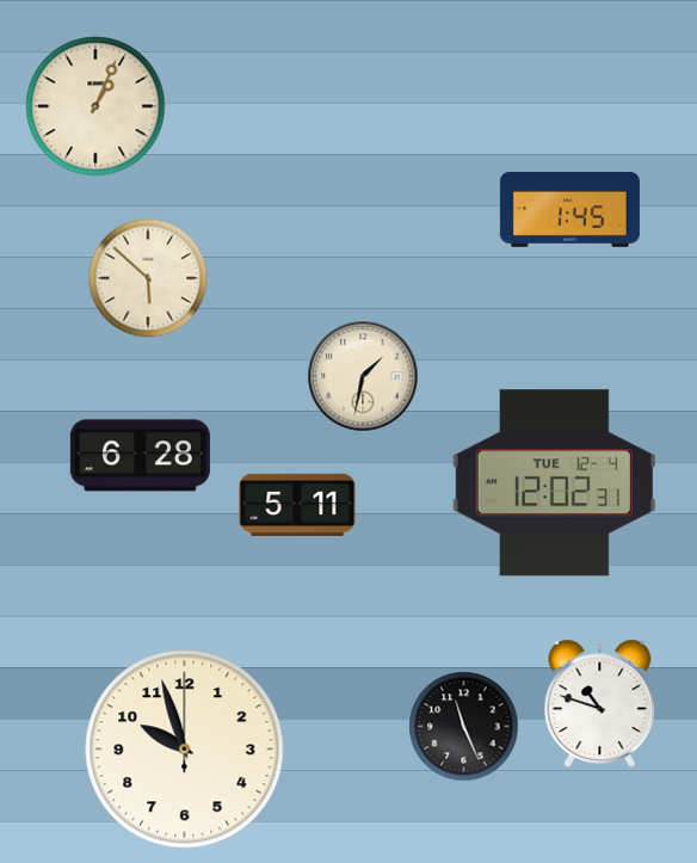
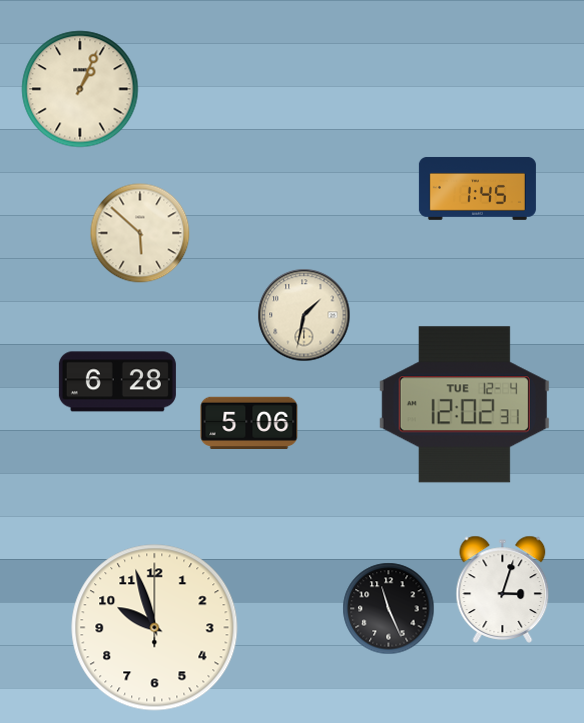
clock at (569, 209) position: (569, 209) -> (477, 188)
clock at (148, 278) position: (148, 278) -> (140, 233)
clock at (297, 505): 5:11 -> 5:06
clock at (600, 703): 10:48 -> 3:03
